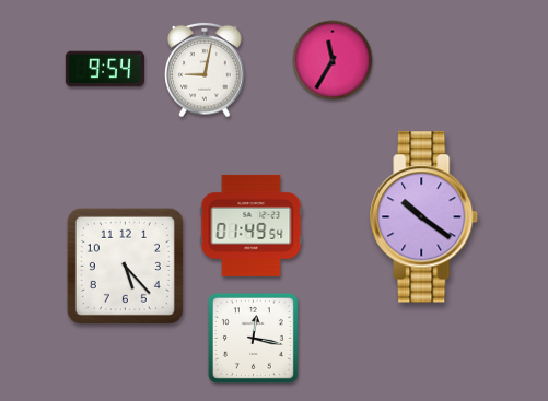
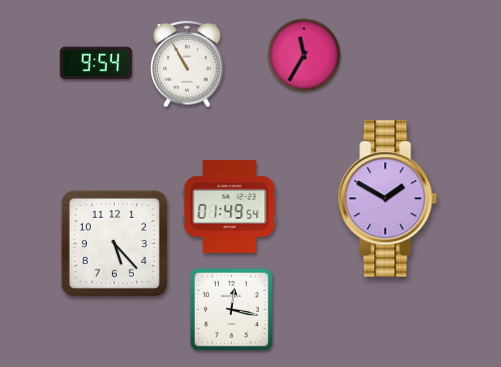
clock at (205, 70): 9:02 -> 10:55
clock at (424, 217): 10:21 -> 1:50
